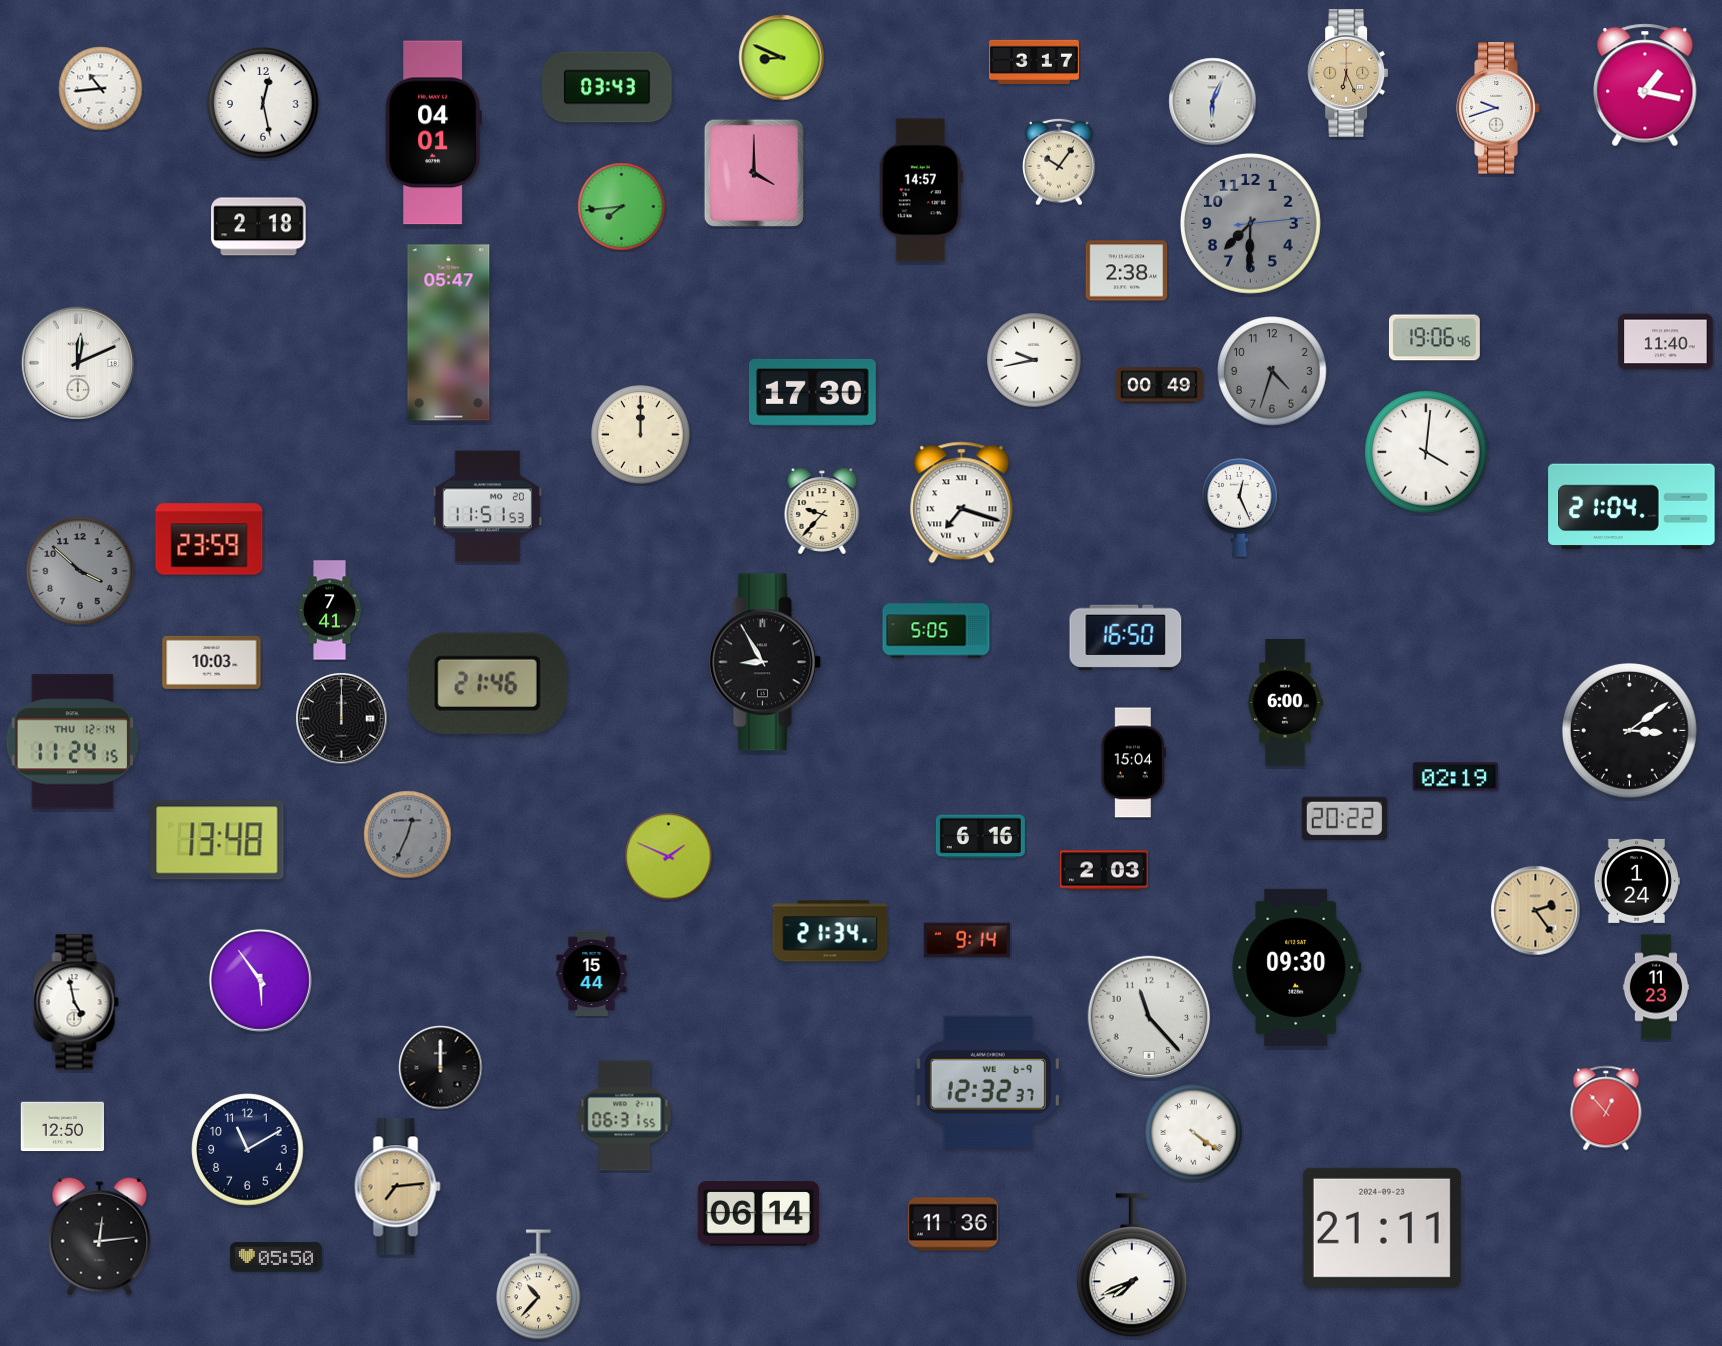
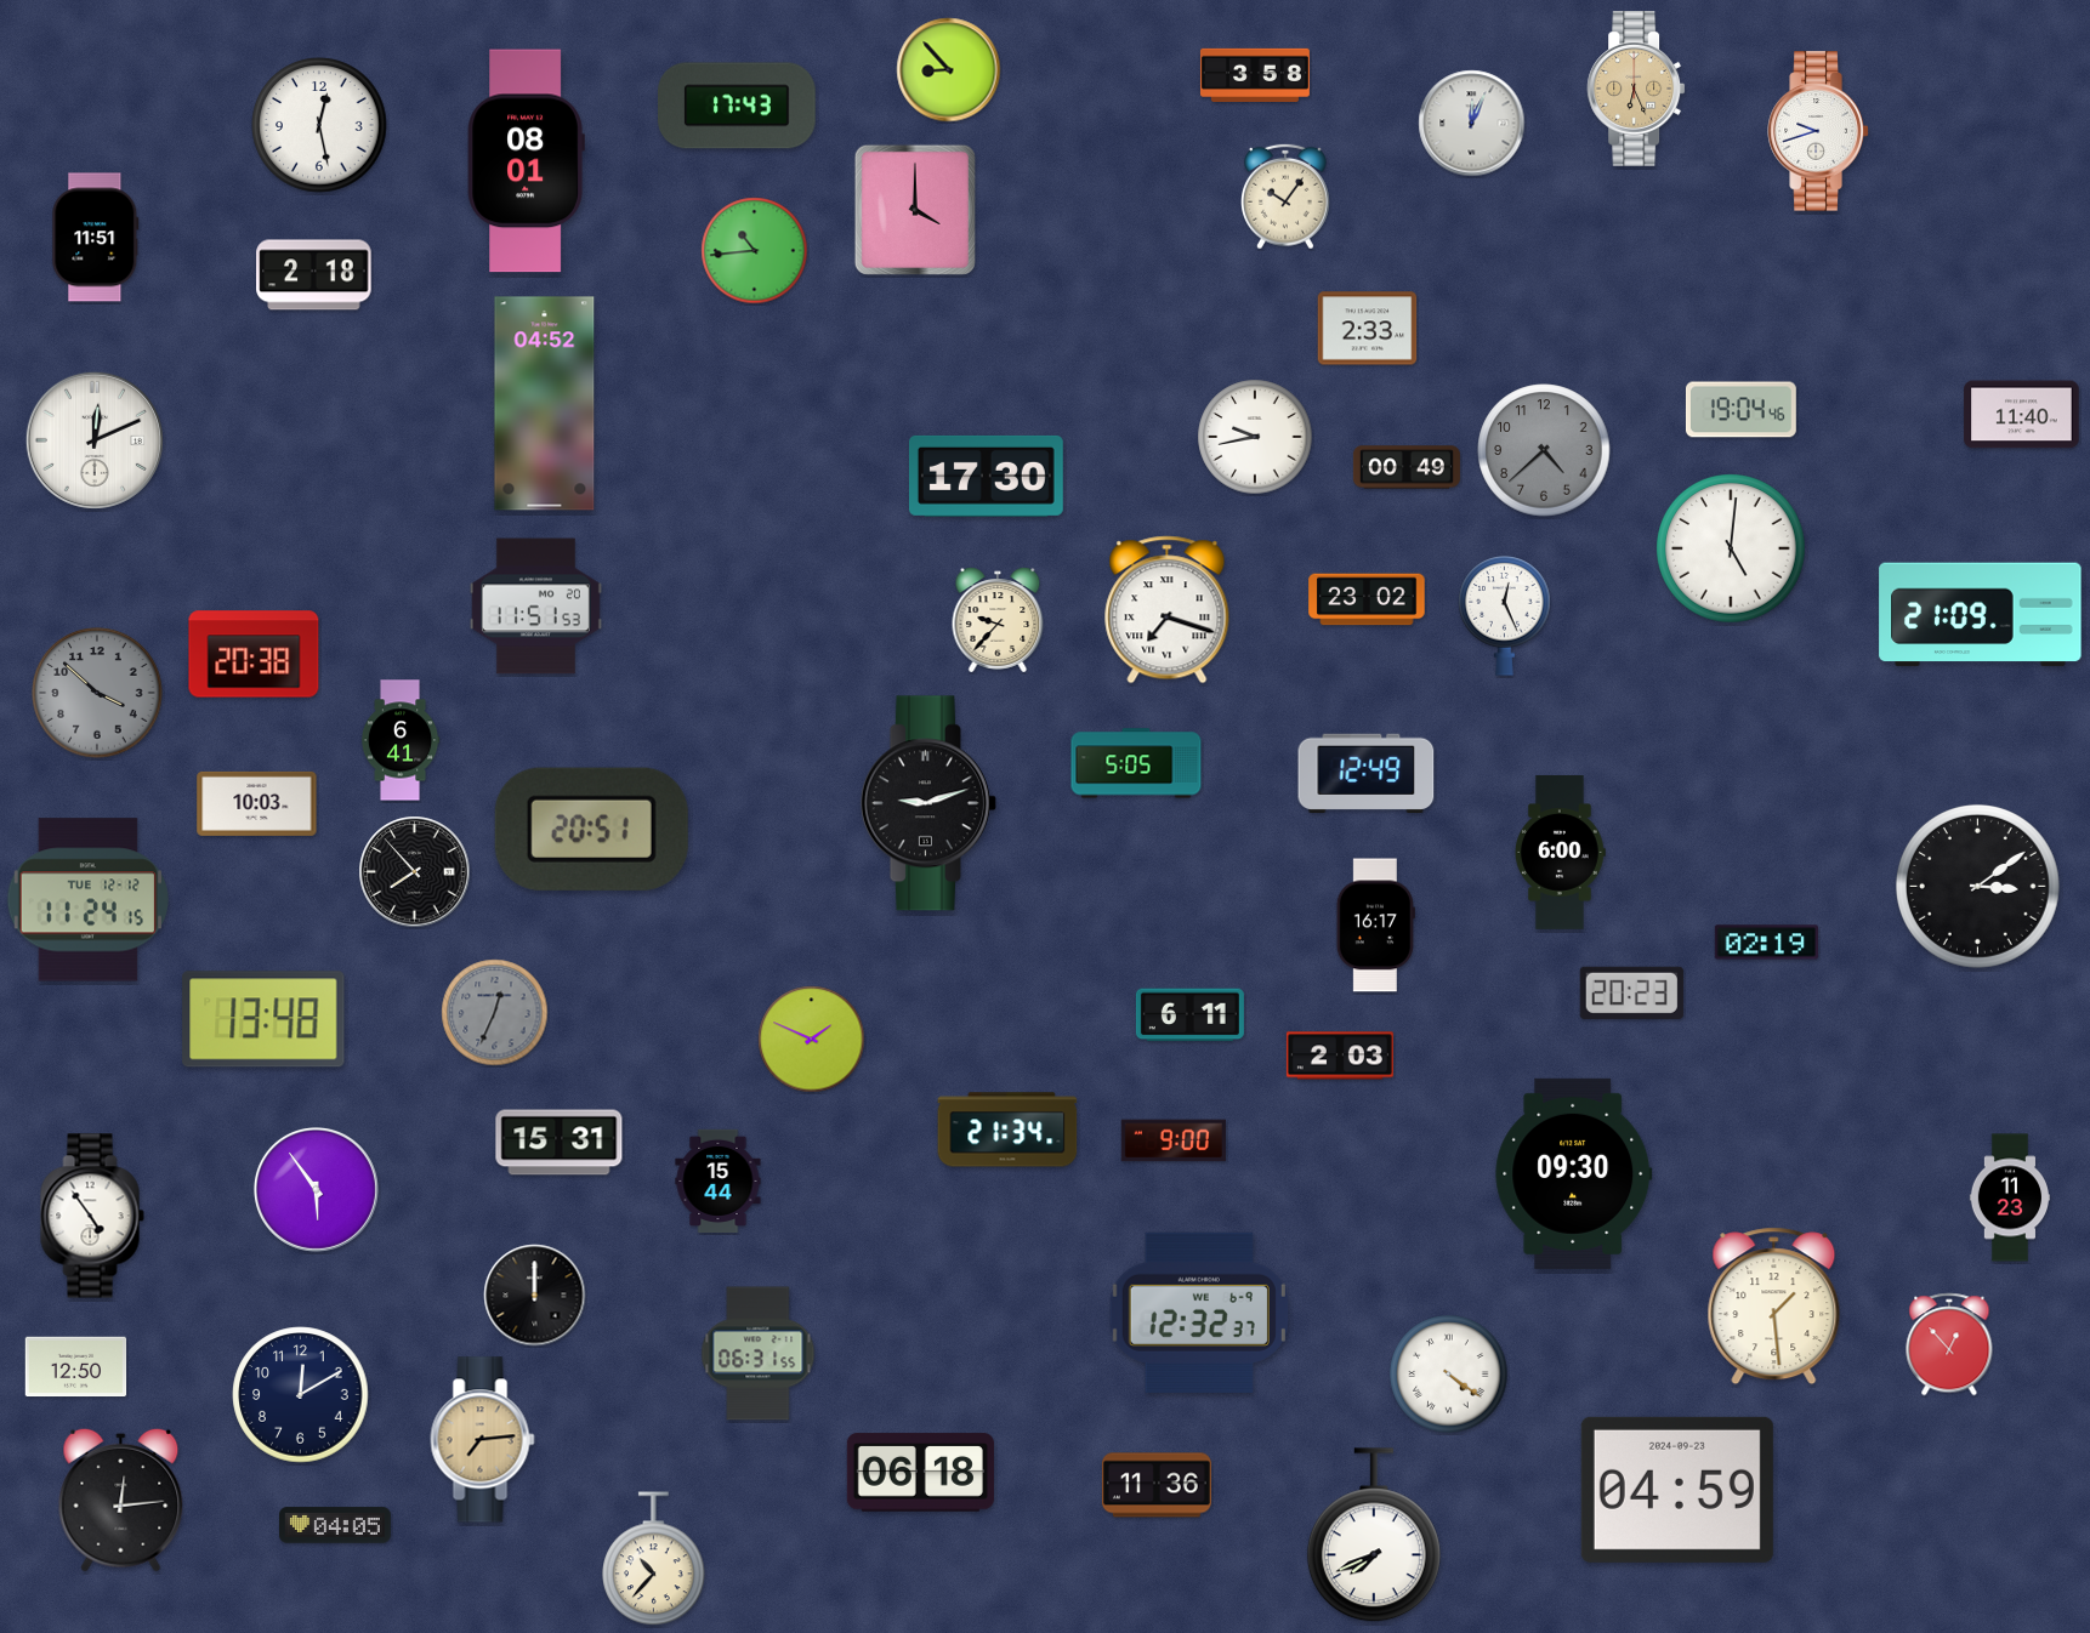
clock at (782, 58): 8:49 -> 8:53
clock at (1034, 61): 3:17 -> 3:58
clock at (1645, 85): 1:17 -> none
clock at (607, 87): 03:43 -> 17:43
clock at (101, 89): 10:44 -> none
clock at (1213, 102): 6:04 -> 12:04
clock at (433, 133): 04:01 -> 08:01
clock at (921, 190): 14:57 -> none
clock at (96, 238): none -> 11:51
clock at (622, 207): 7:44 -> 10:44
clock at (1250, 223): 7:30 -> none
clock at (1127, 271): 2:38 -> 2:33
clock at (449, 333): 05:47 -> 04:52
clock at (1434, 338): 19:06 -> 19:04
clock at (1272, 371): 4:33 -> 4:38
clock at (641, 435): 12:00 -> none
clock at (1426, 452): 4:01 -> 5:01
clock at (1367, 599): none -> 23:02
clock at (487, 507) position: (487, 507) -> (535, 607)
clock at (1632, 507): 21:04 -> 21:09
clock at (209, 539): 23:59 -> 20:38
clock at (330, 610): 7:41 -> 6:41
clock at (1126, 637): 16:50 -> 12:49
clock at (765, 662): 8:55 -> 9:12
clock at (487, 683): 21:46 -> 20:51
clock at (342, 719): 12:00 -> 7:53
clock at (72, 742) date: THU 12-14 -> TUE 12-12
clock at (1133, 763): 15:04 -> 16:17
clock at (1344, 818): 20:22 -> 20:23
clock at (980, 837): 6:16 -> 6:11
clock at (1636, 881): 1:24 -> none
clock at (1536, 911): 2:24 -> none
clock at (967, 940): 9:14 -> 9:00
clock at (560, 1143): none -> 15:31
clock at (76, 1002): 4:58 -> 4:54
clock at (1149, 1017): 11:23 -> none
clock at (1774, 1307): none -> 1:29
clock at (248, 1150): 11:10 -> 12:10
clock at (758, 1214): 06:14 -> 06:18
clock at (1382, 1228): 21:11 -> 04:59
clock at (277, 1257): 05:50 -> 04:05
